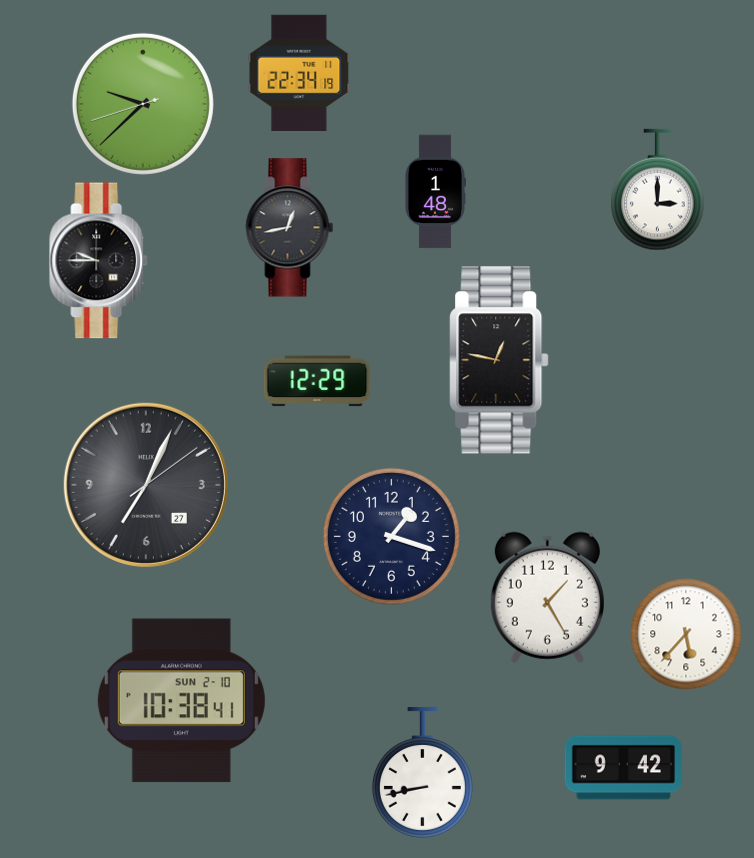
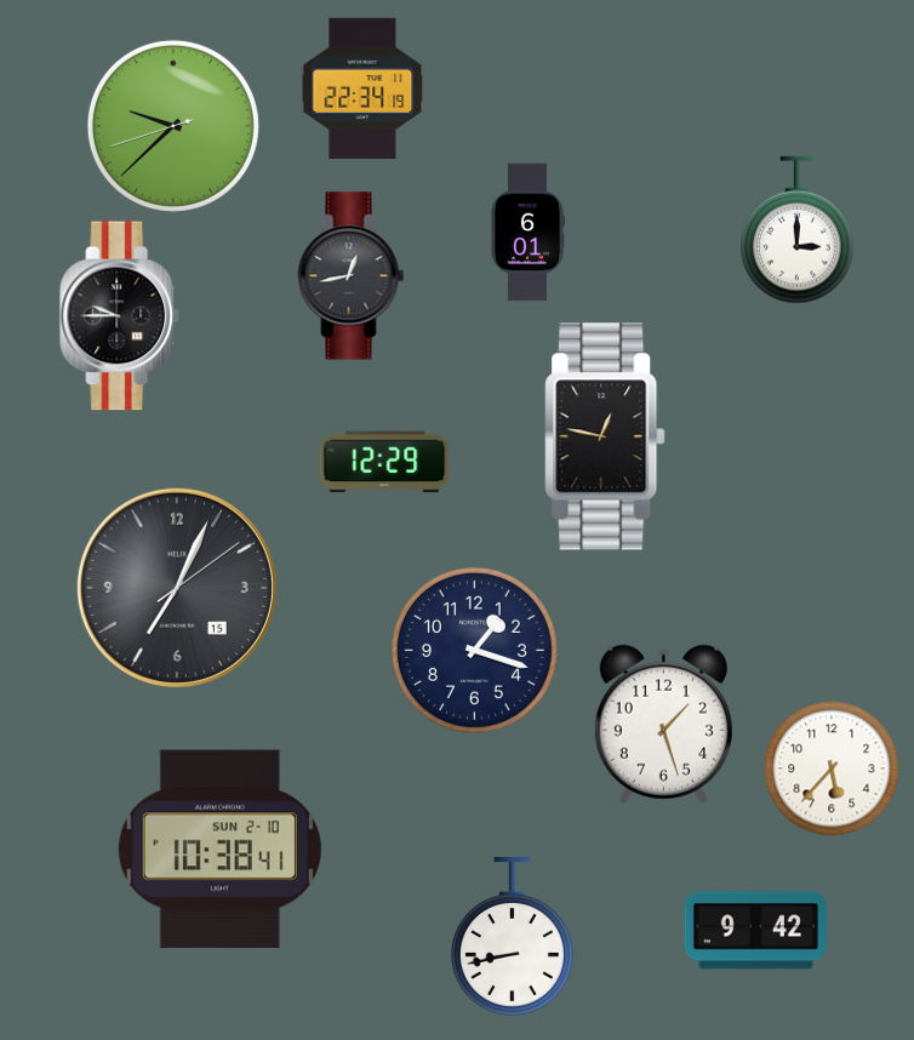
clock at (435, 192): 1:48 -> 6:01
clock at (146, 485) date: 27 -> 15
clock at (547, 597): 1:25 -> 1:27
